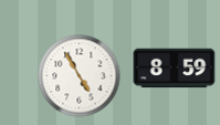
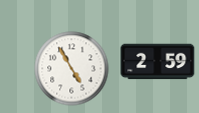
clock at (175, 69): 8:59 -> 2:59
